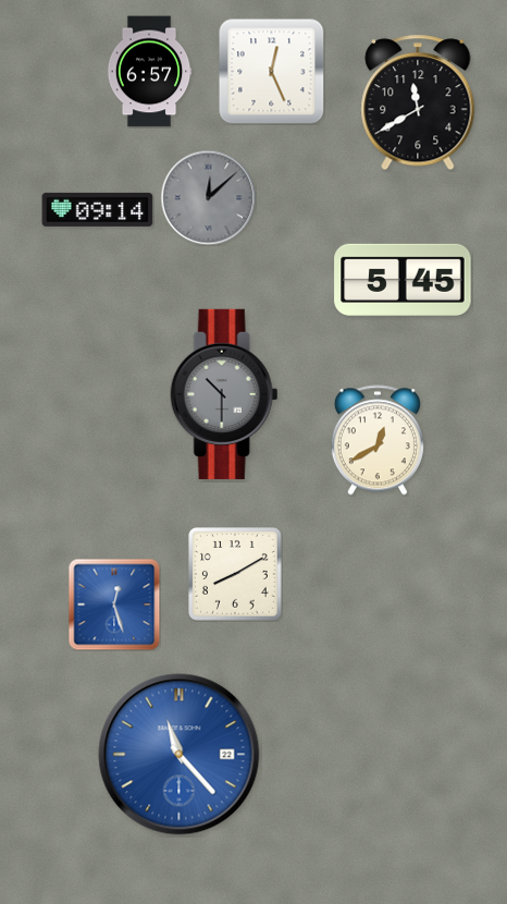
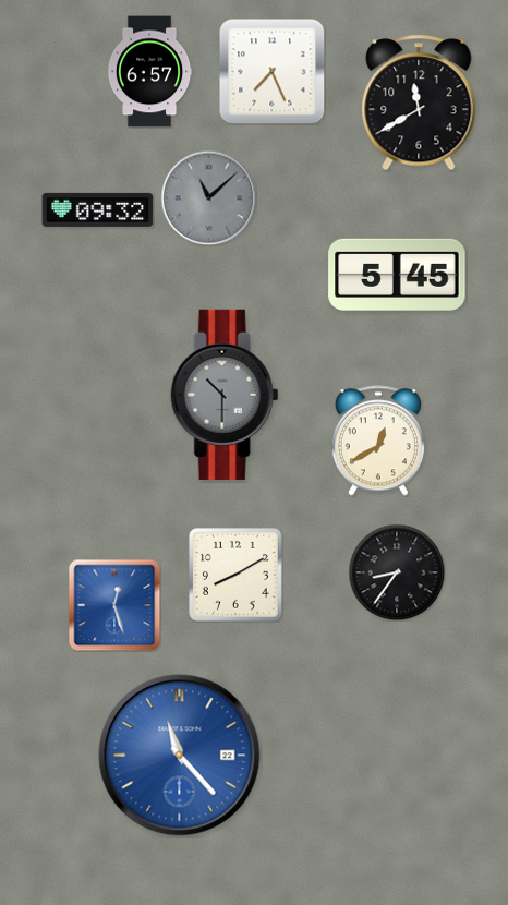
clock at (272, 72): 12:26 -> 7:26
clock at (208, 197): 12:08 -> 11:08
clock at (98, 209): 09:14 -> 09:32
clock at (403, 280) position: (403, 280) -> (397, 275)
clock at (397, 572): none -> 8:36
